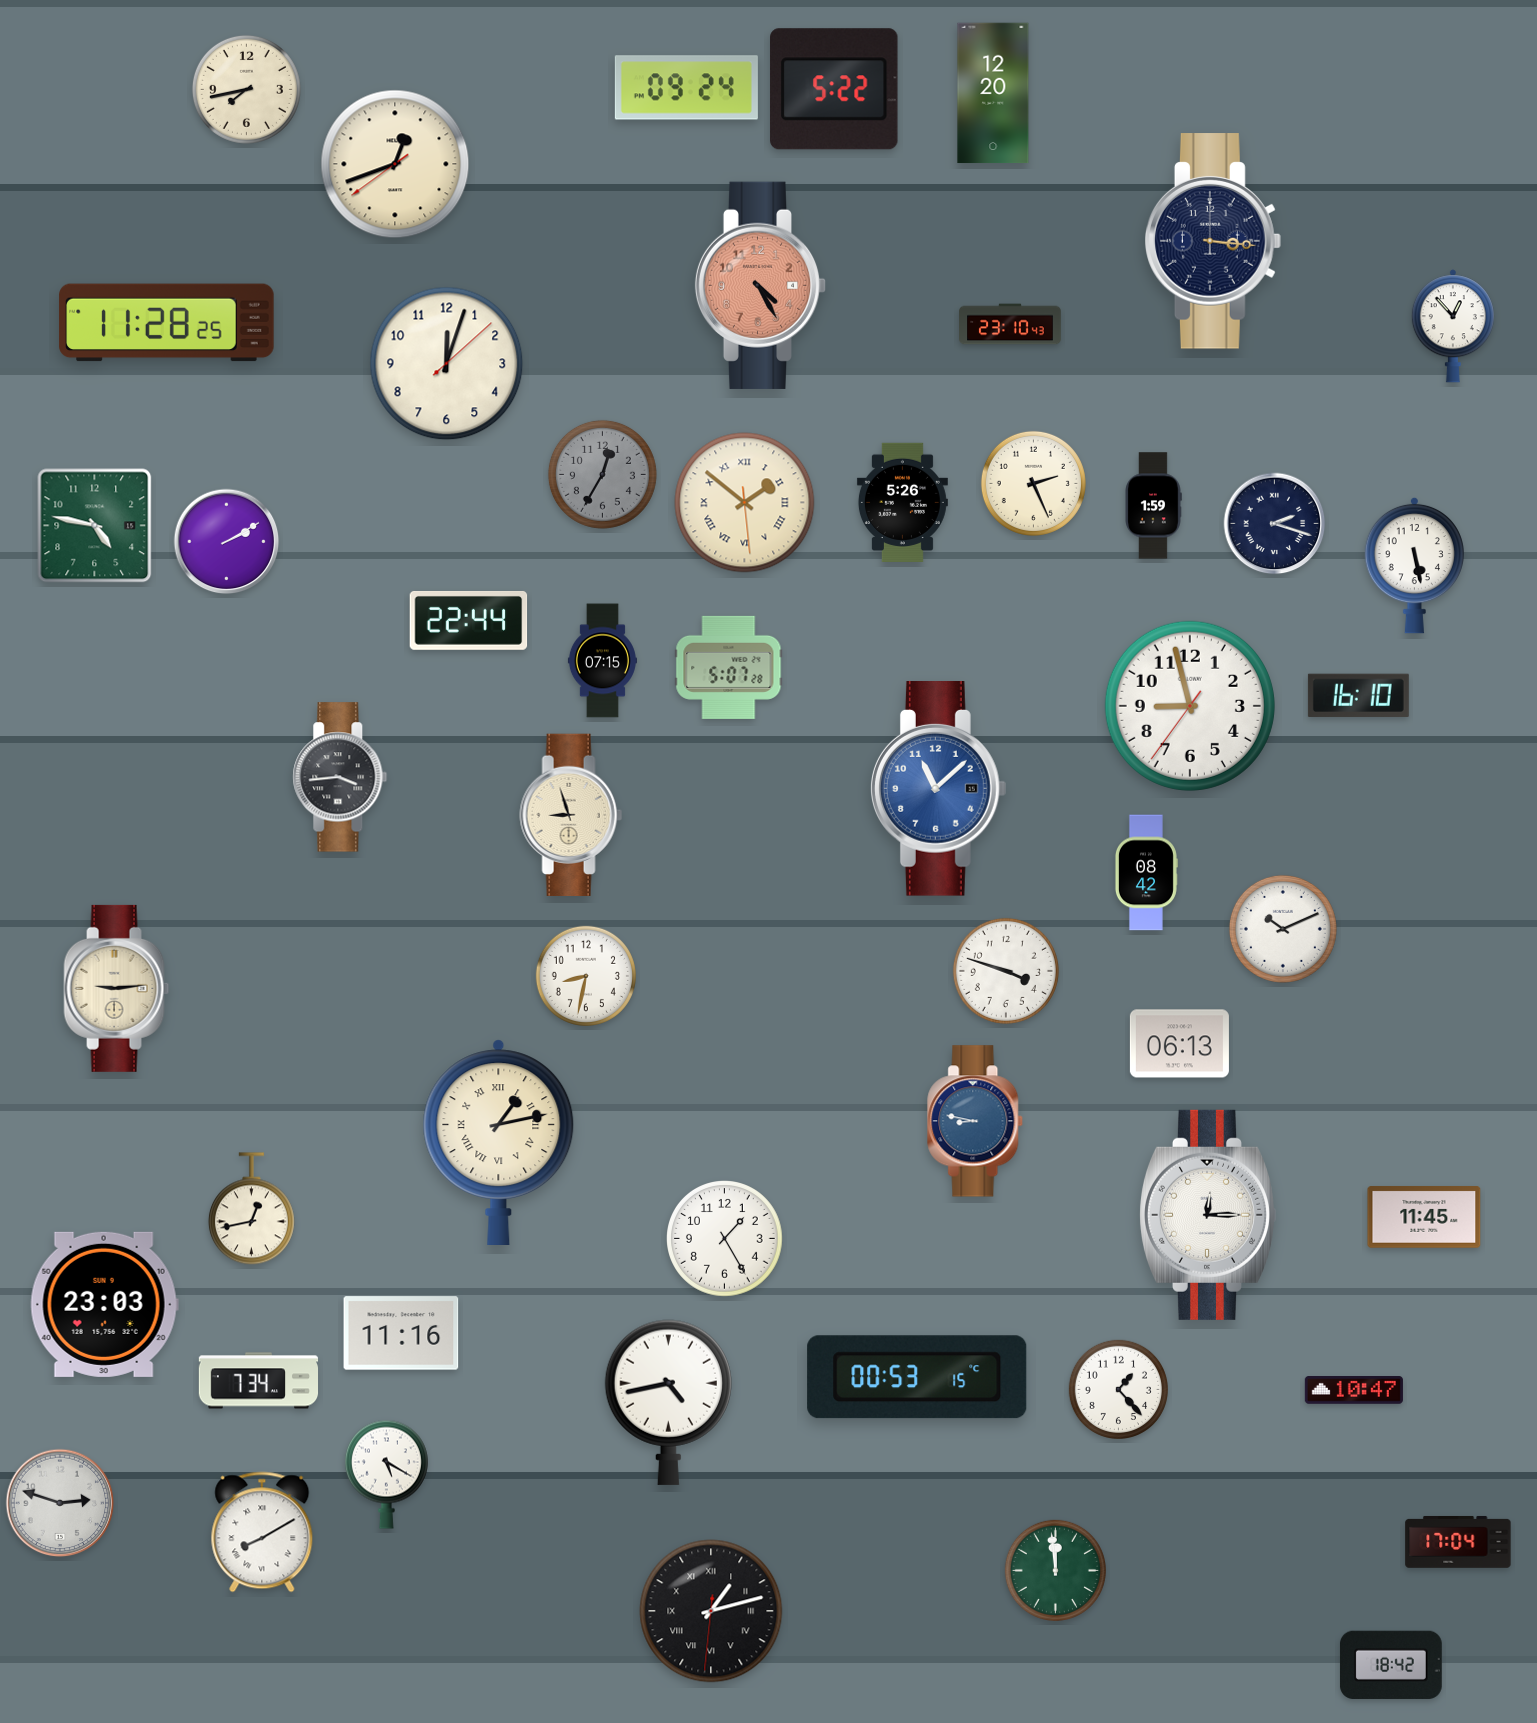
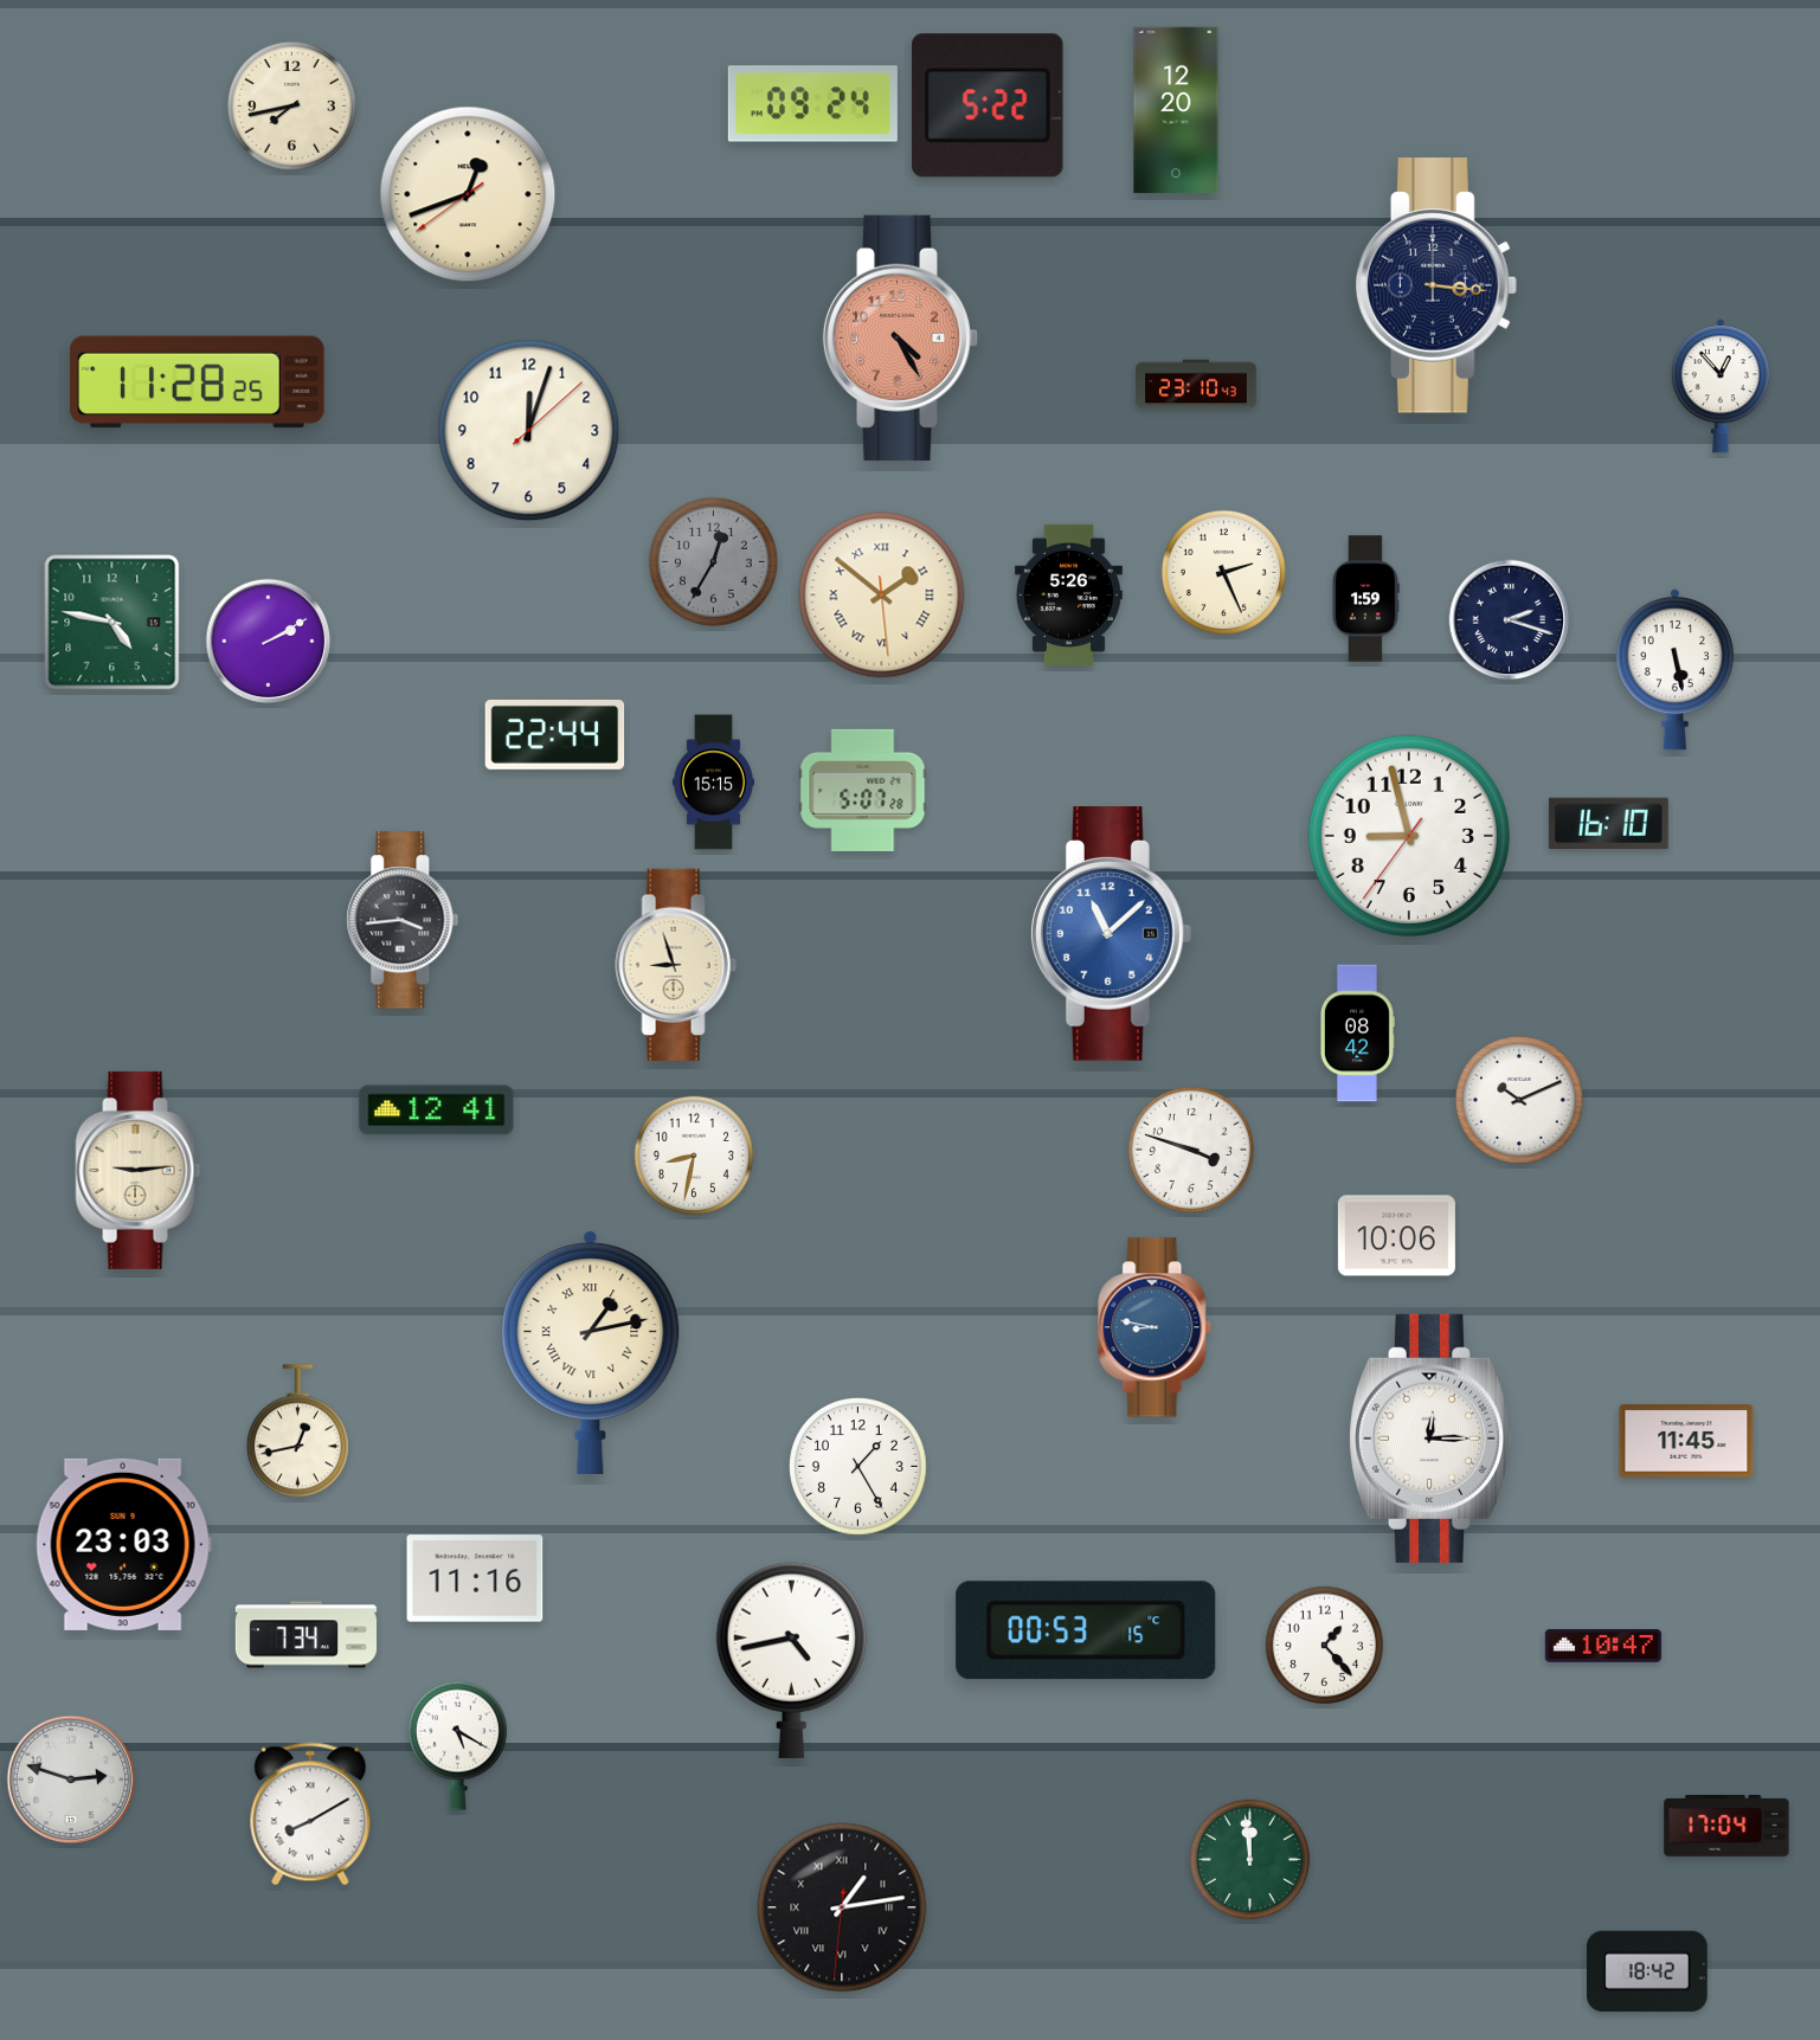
clock at (602, 661): 07:15 -> 15:15
clock at (437, 1111): none -> 12:41
clock at (1179, 1044): 06:13 -> 10:06
clock at (711, 1611): 1:12 -> 1:13
